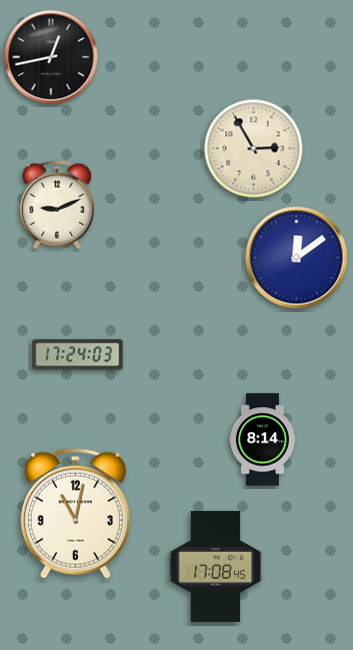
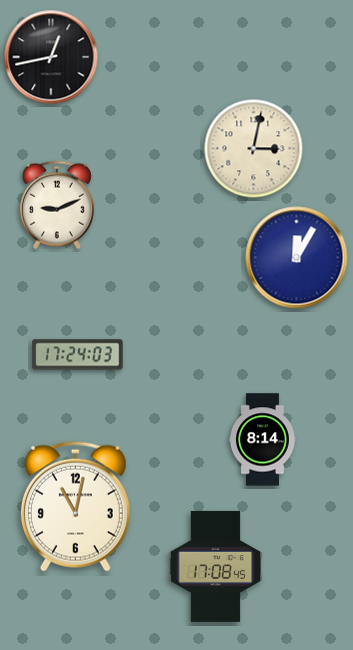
clock at (254, 149): 2:55 -> 3:02
clock at (297, 258): 12:09 -> 12:05
clock at (75, 513) position: (75, 513) -> (75, 506)
